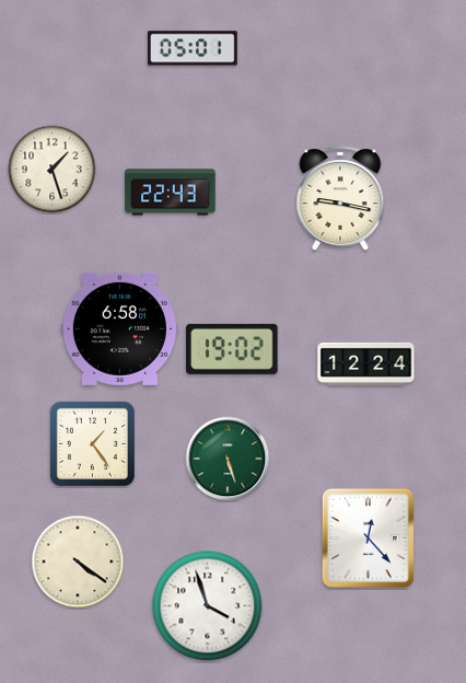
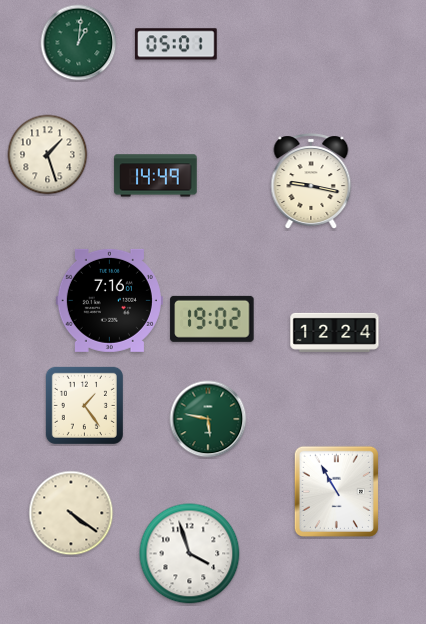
clock at (79, 43): none -> 1:01
clock at (171, 193): 22:43 -> 14:49
clock at (119, 328): 6:58 -> 7:16
clock at (228, 459): 5:27 -> 5:47
clock at (368, 537): 12:23 -> 10:55
